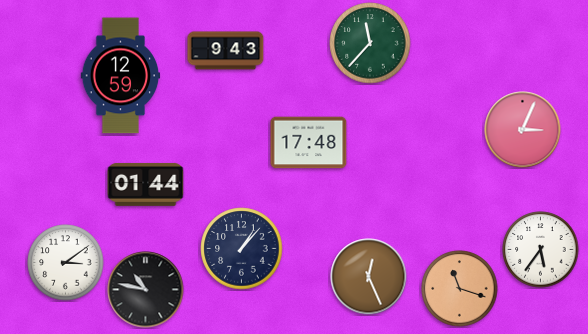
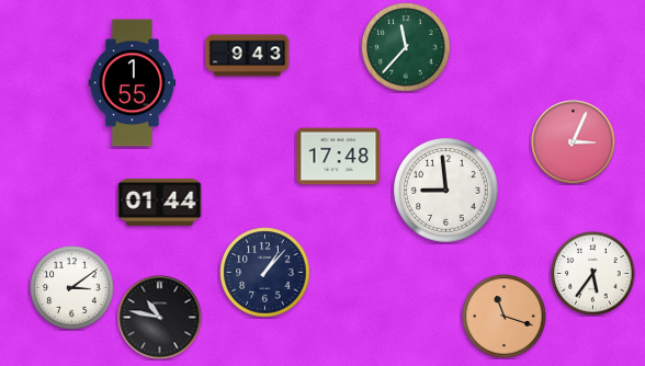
clock at (121, 76): 12:59 -> 1:55
clock at (446, 191): none -> 8:59
clock at (369, 277): 12:26 -> none
